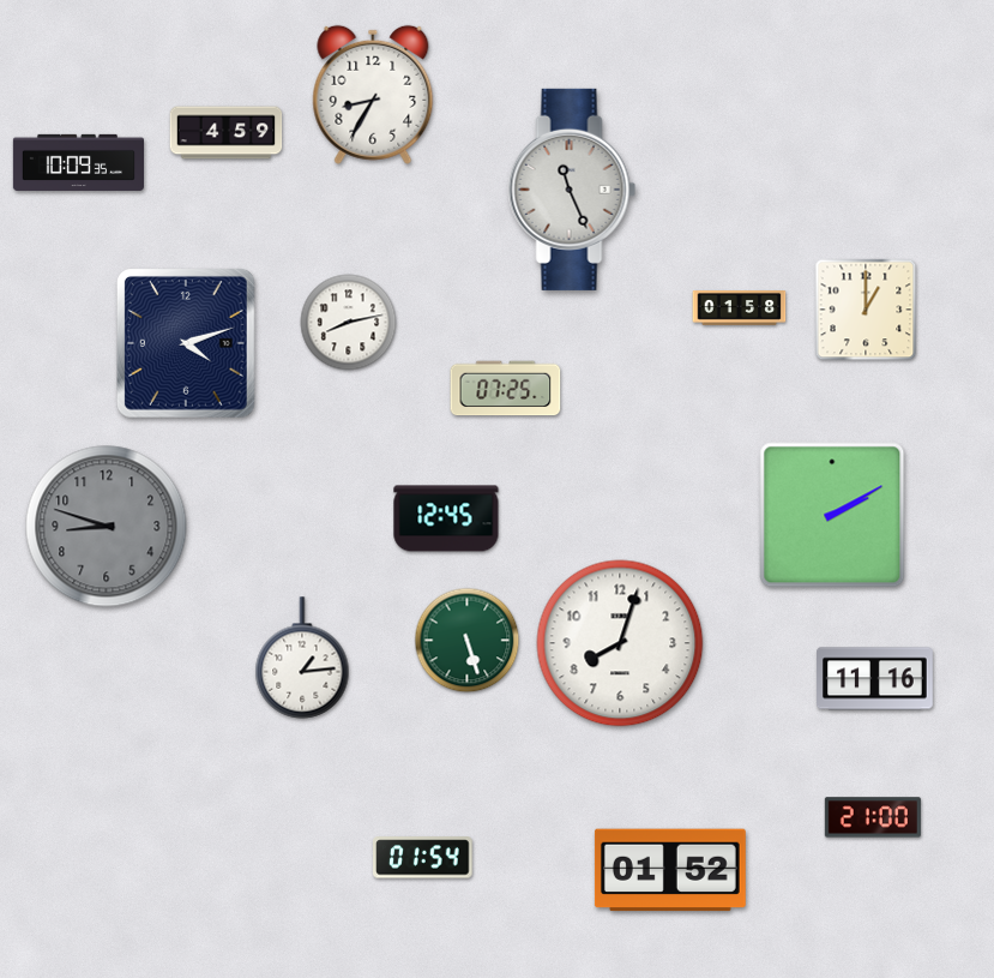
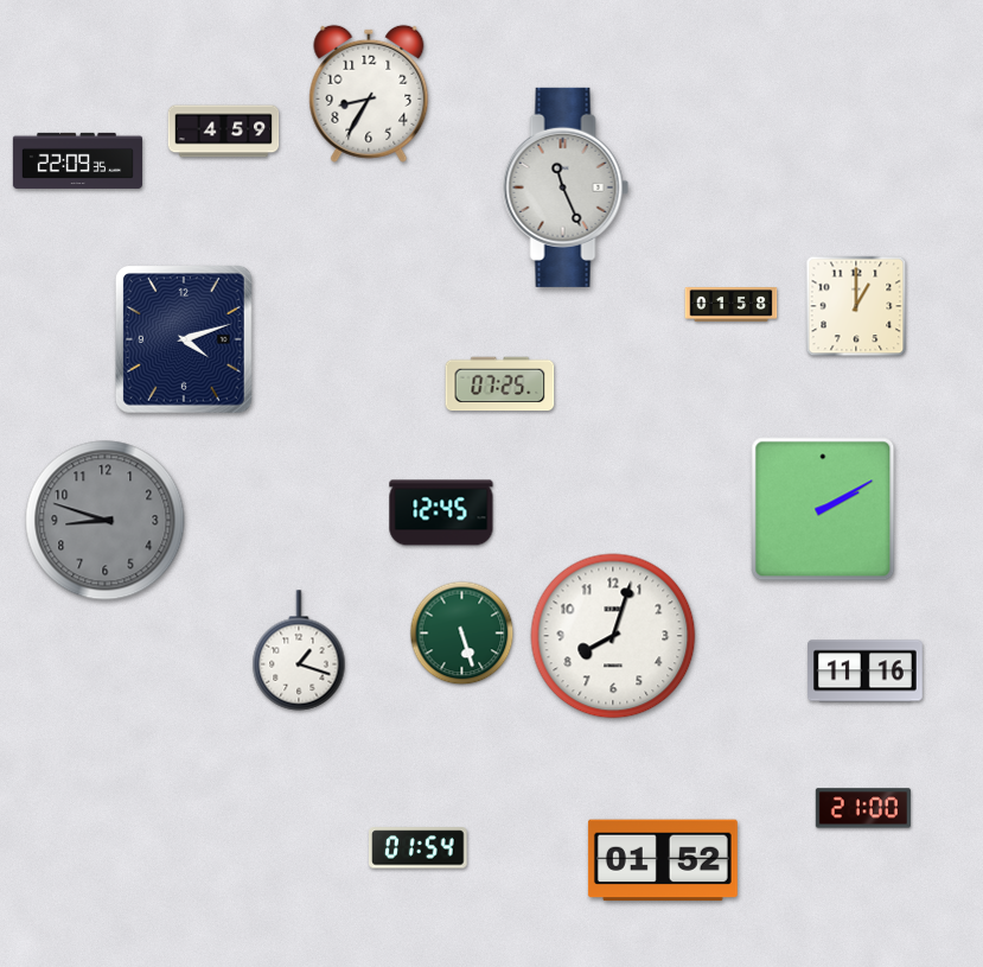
clock at (78, 162): 10:09 -> 22:09
clock at (349, 323): 8:13 -> none
clock at (302, 658): 1:14 -> 1:18
